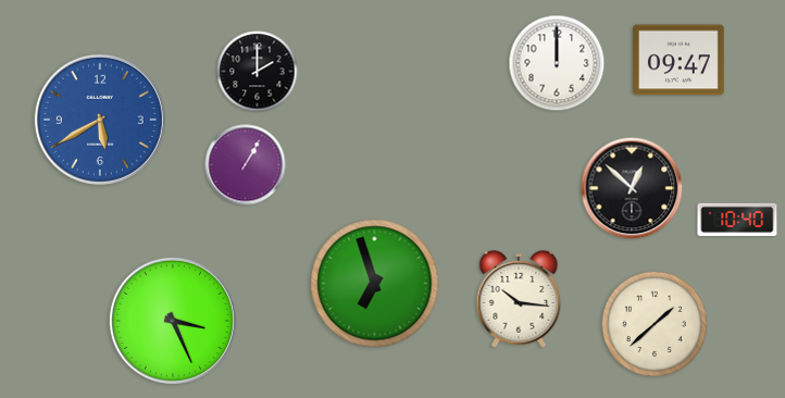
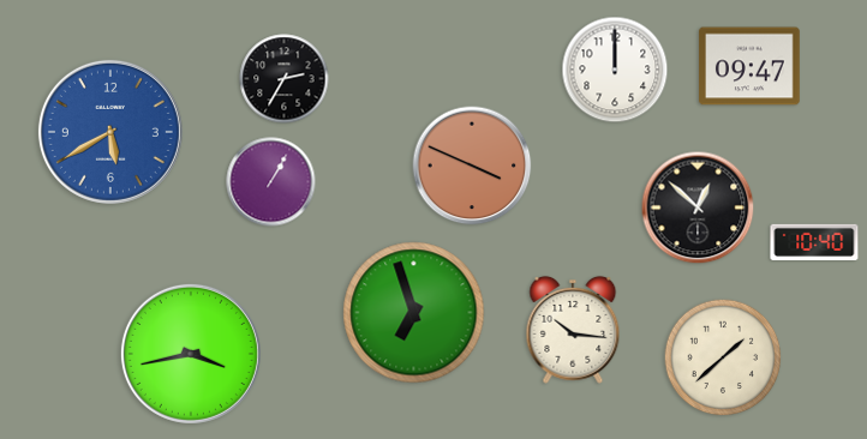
clock at (258, 72): 2:00 -> 2:35
clock at (472, 166): none -> 3:49
clock at (173, 321): 3:26 -> 3:43
